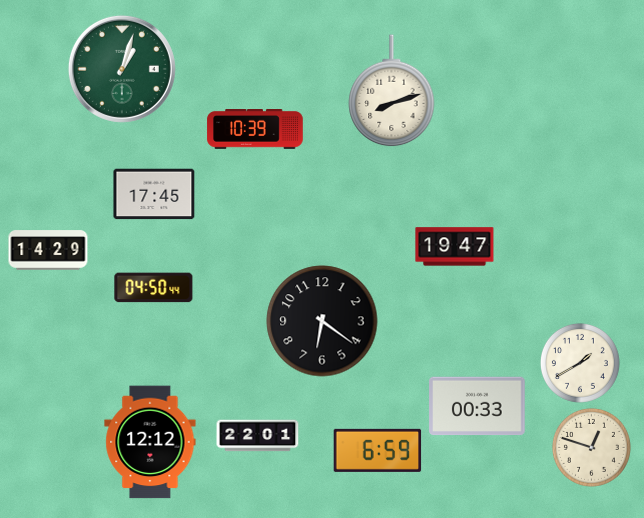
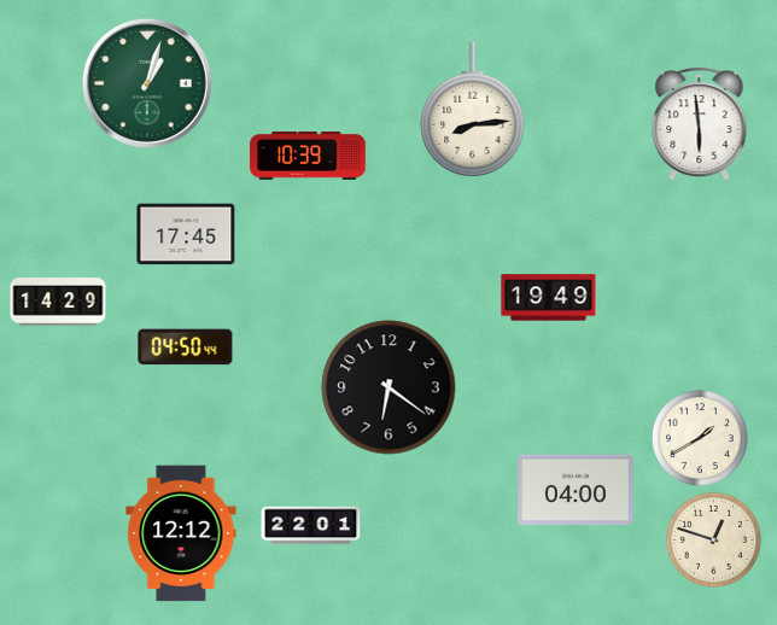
clock at (392, 91): 8:12 -> 8:14
clock at (700, 123): none -> 5:59
clock at (455, 247): 19:47 -> 19:49
clock at (477, 406): 00:33 -> 04:00
clock at (378, 450): 6:59 -> none
